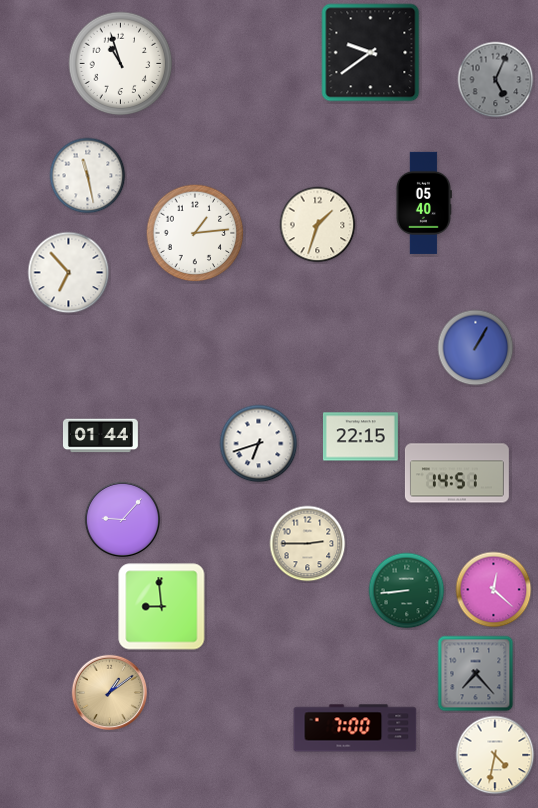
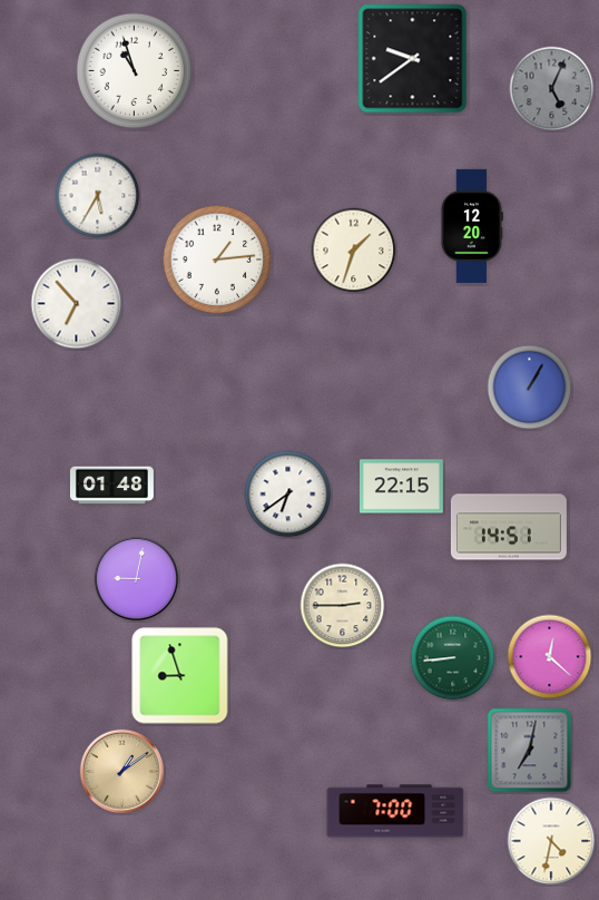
clock at (88, 176): 11:28 -> 5:35
clock at (423, 203): 05:40 -> 12:20
clock at (100, 436): 01:44 -> 01:48
clock at (259, 444): 6:42 -> 6:39
clock at (123, 520): 9:07 -> 9:02
clock at (162, 607): 8:59 -> 8:57
clock at (476, 674): 7:23 -> 7:02
